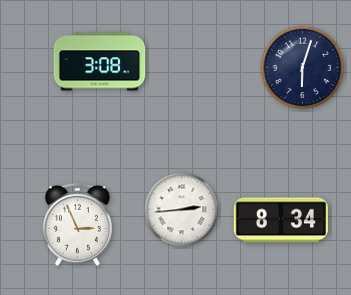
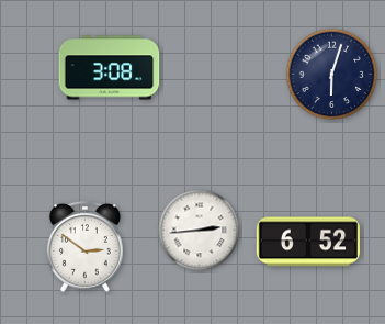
clock at (281, 220): 8:34 -> 6:52
clock at (77, 224): 2:56 -> 2:51
